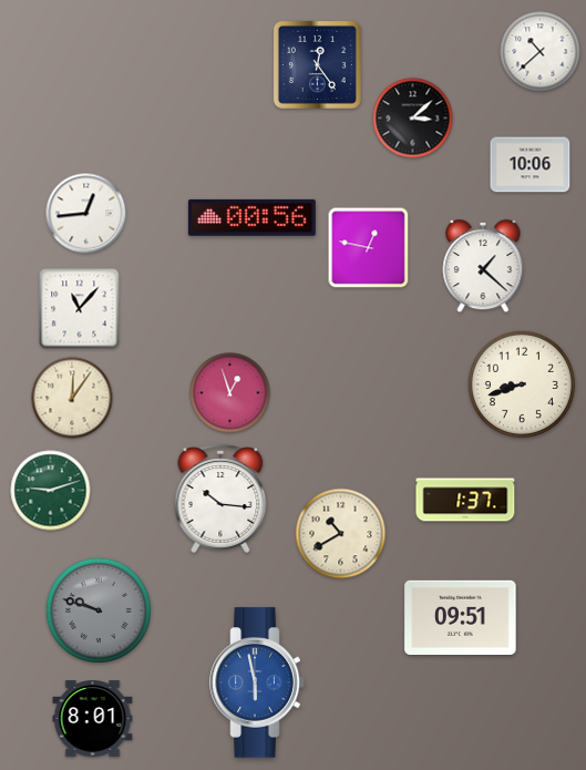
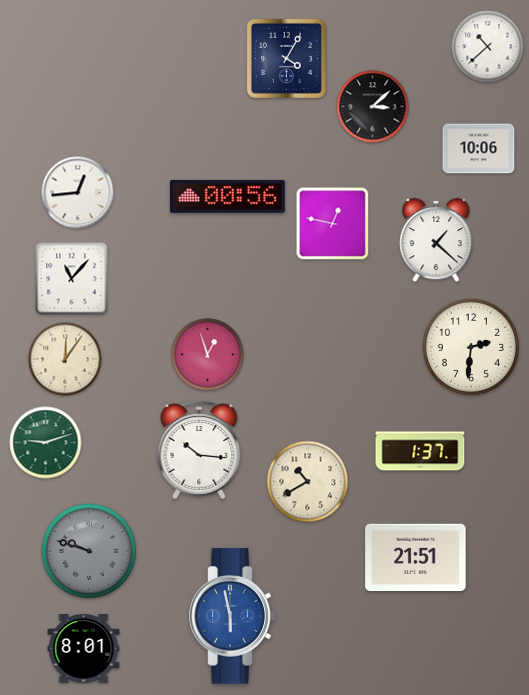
clock at (317, 64): 12:24 -> 4:05
clock at (522, 384): 8:42 -> 2:31
clock at (461, 618): 09:51 -> 21:51
